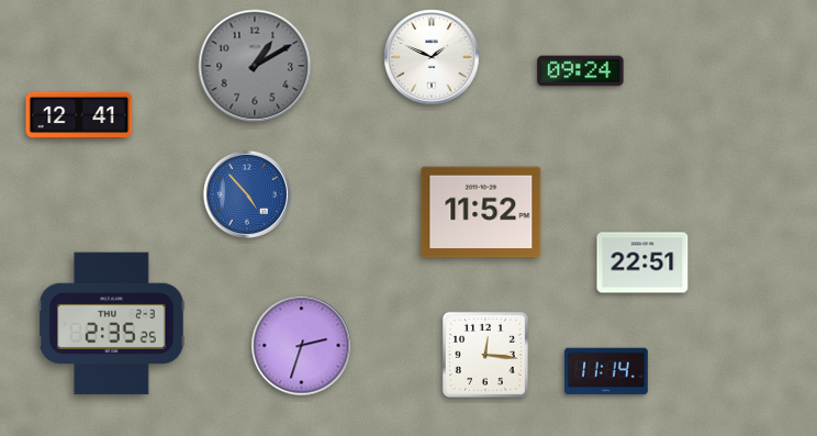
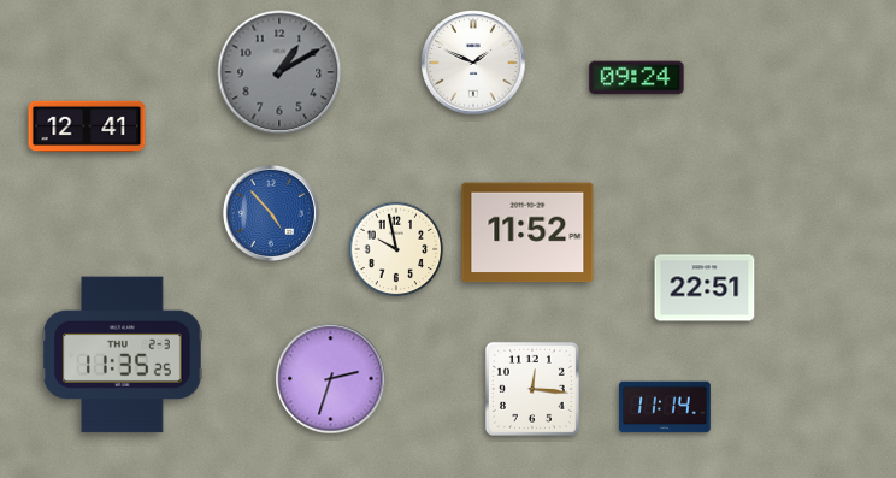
clock at (396, 249): none -> 9:58
clock at (112, 324): 2:35 -> 11:35
